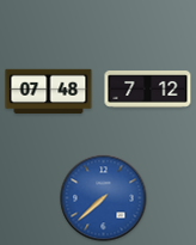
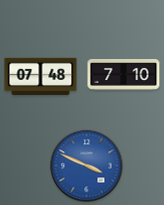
clock at (148, 90): 7:12 -> 7:10
clock at (104, 198): 7:38 -> 3:49
